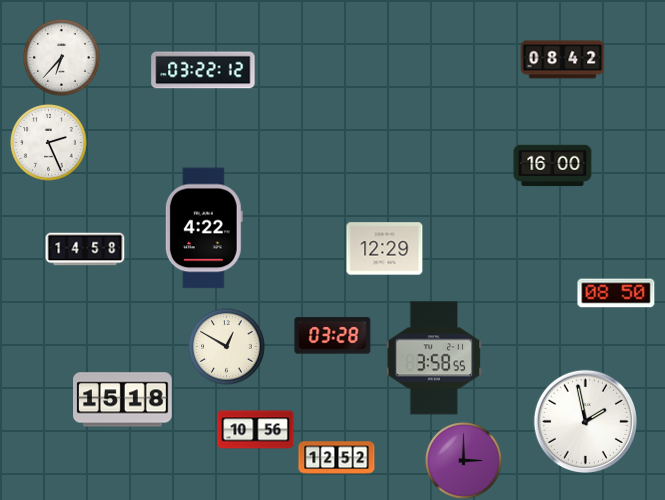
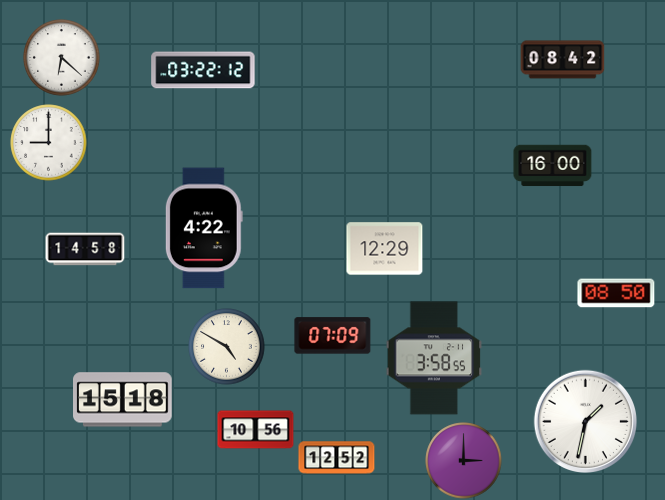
clock at (62, 58): 6:37 -> 6:22
clock at (49, 143): 2:26 -> 9:00
clock at (333, 336): 03:28 -> 07:09
clock at (227, 347): 12:50 -> 4:50
clock at (585, 421): 1:58 -> 1:32
